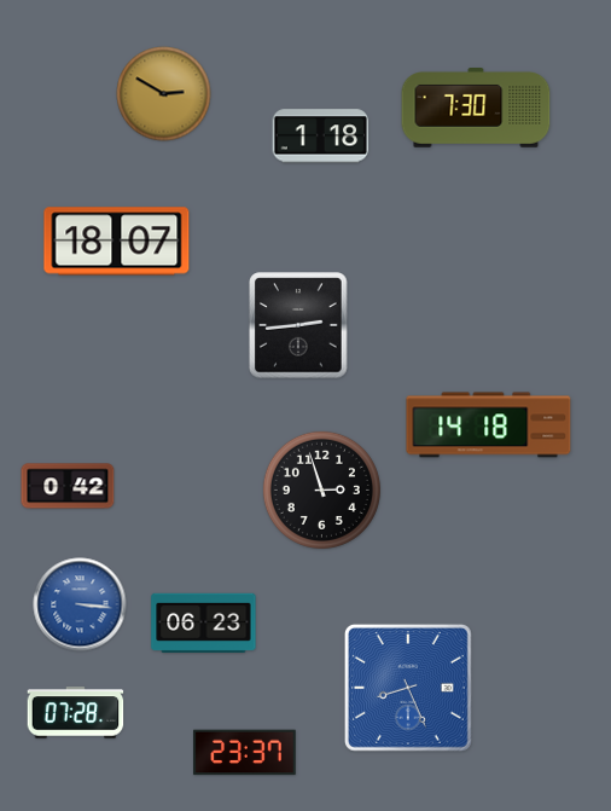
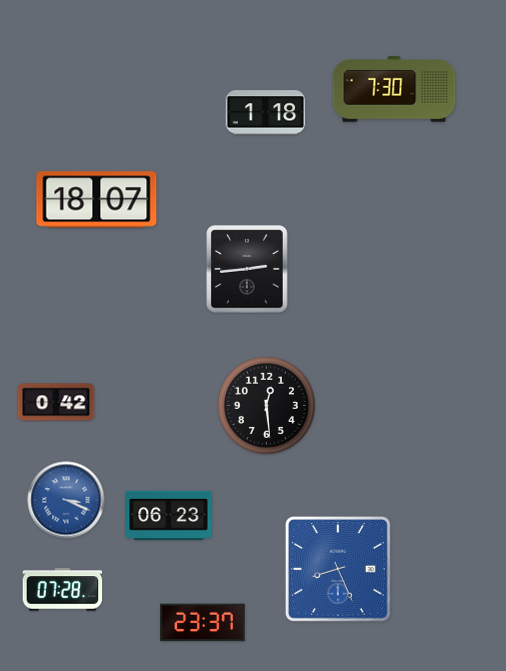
clock at (164, 94): 2:50 -> none
clock at (489, 425): 14:18 -> none
clock at (321, 490): 2:57 -> 12:29
clock at (80, 604): 3:16 -> 3:19
